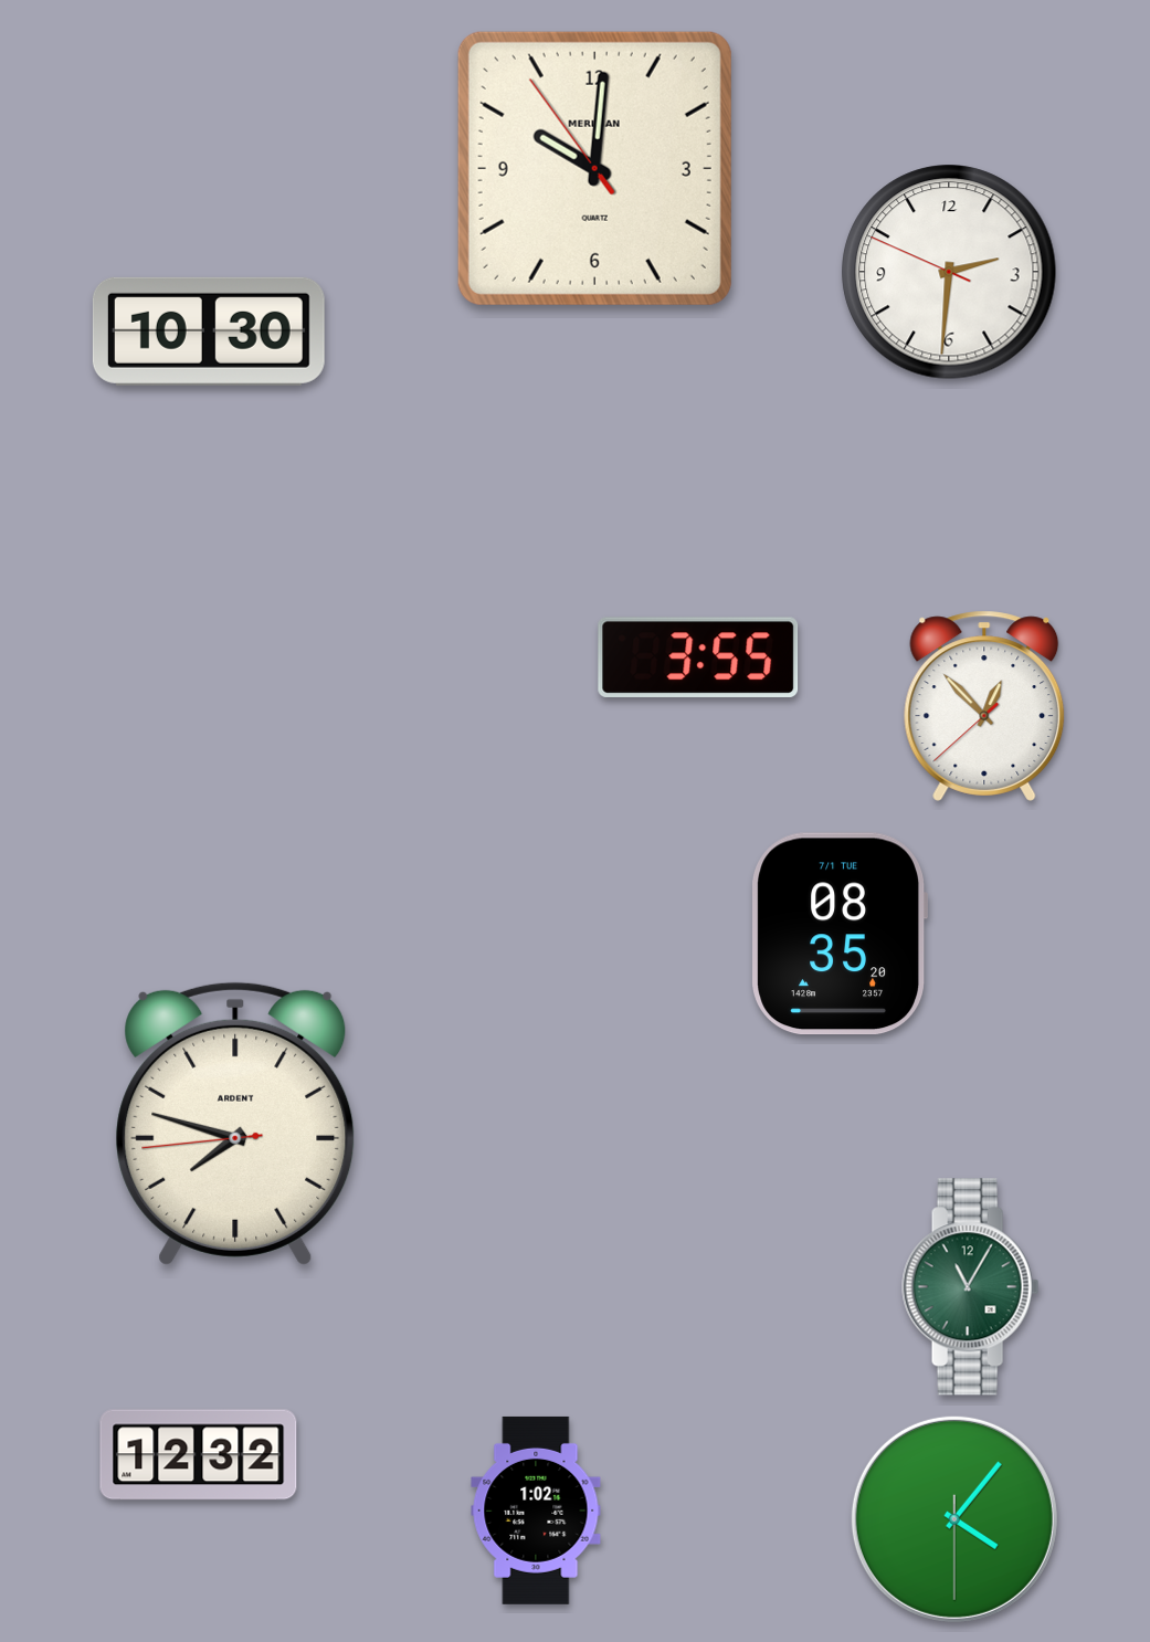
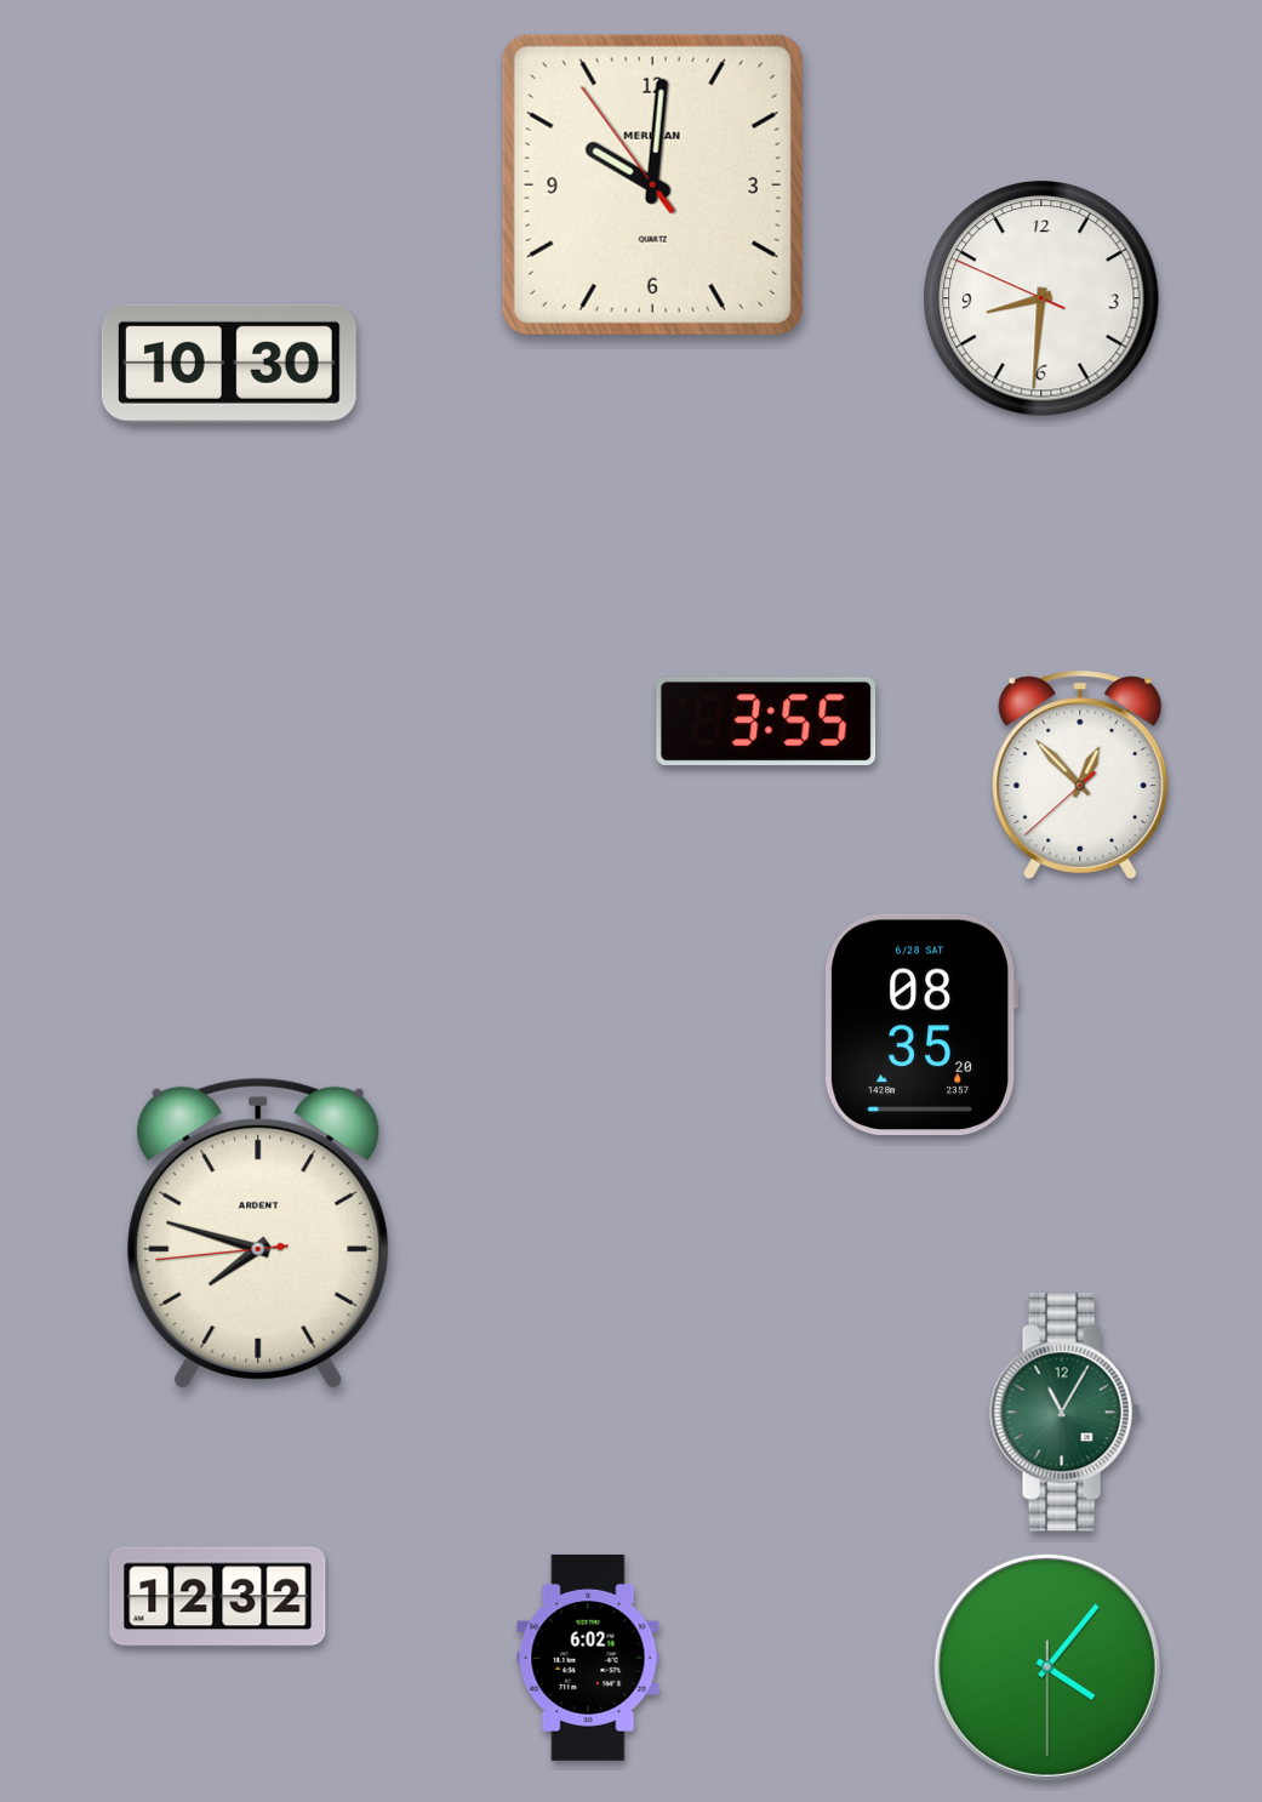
clock at (949, 272): 2:30 -> 8:30
clock at (838, 934) date: 7/1 TUE -> 6/28 SAT
clock at (536, 1511): 1:02 -> 6:02
